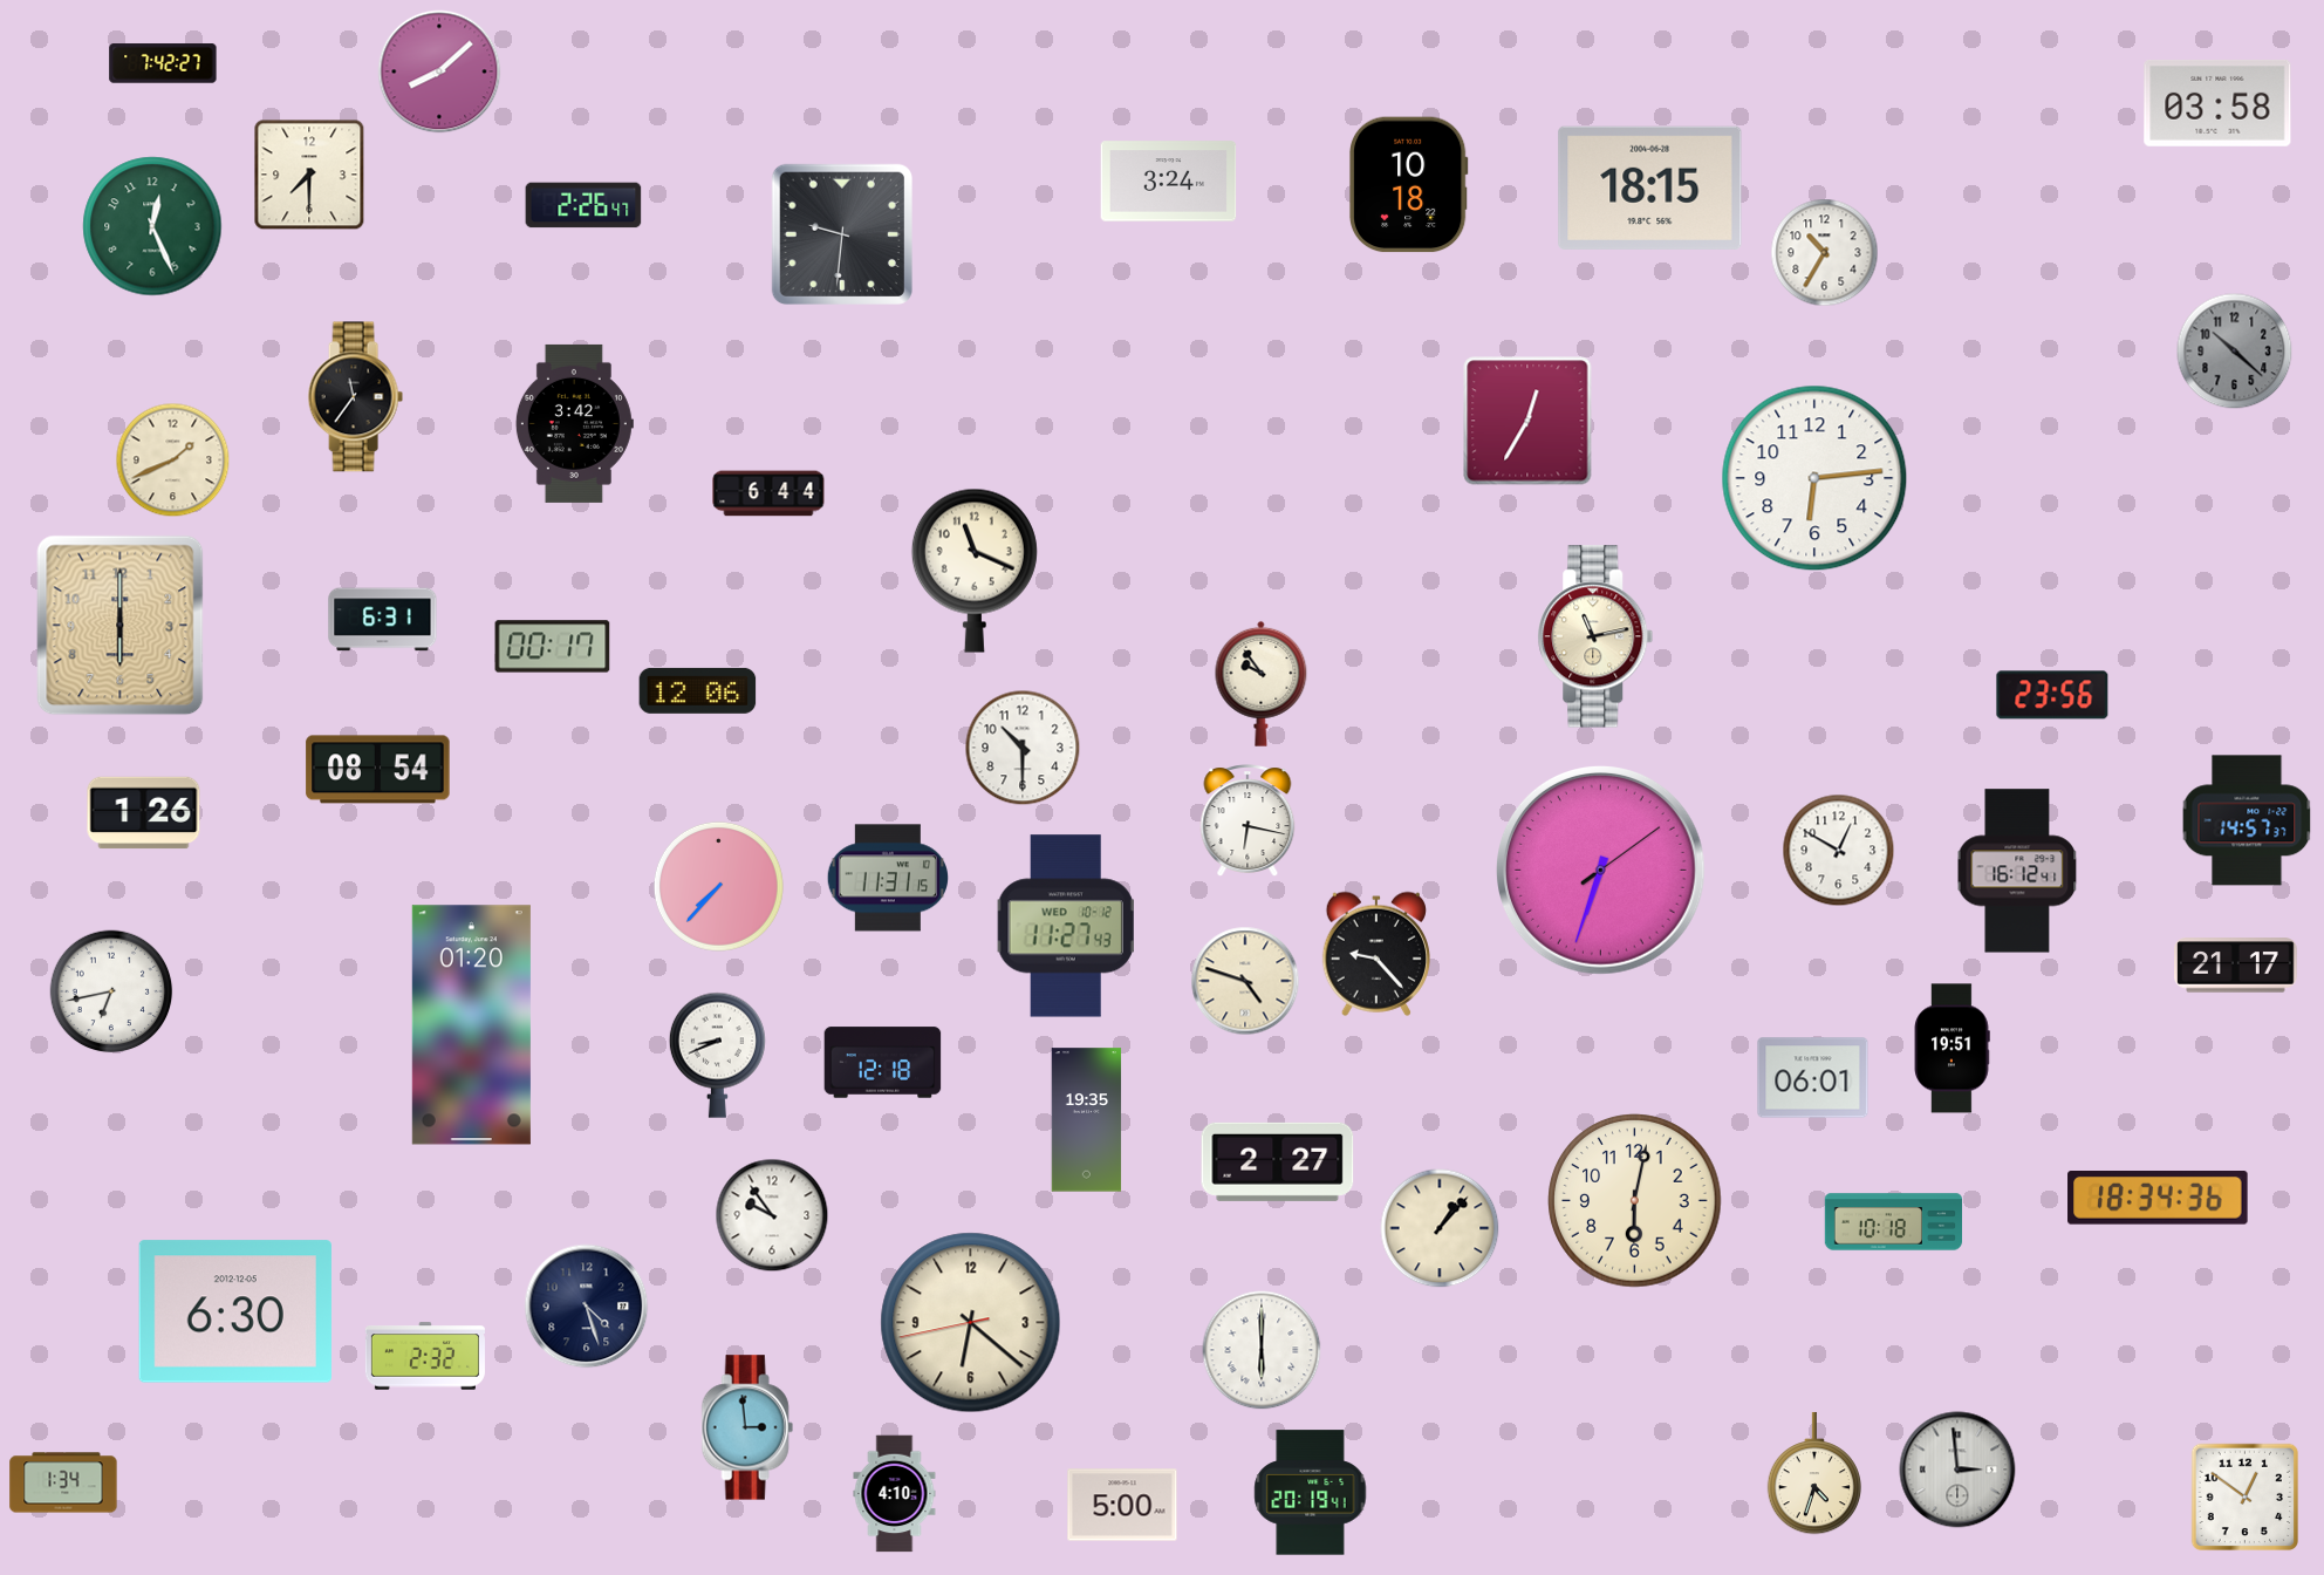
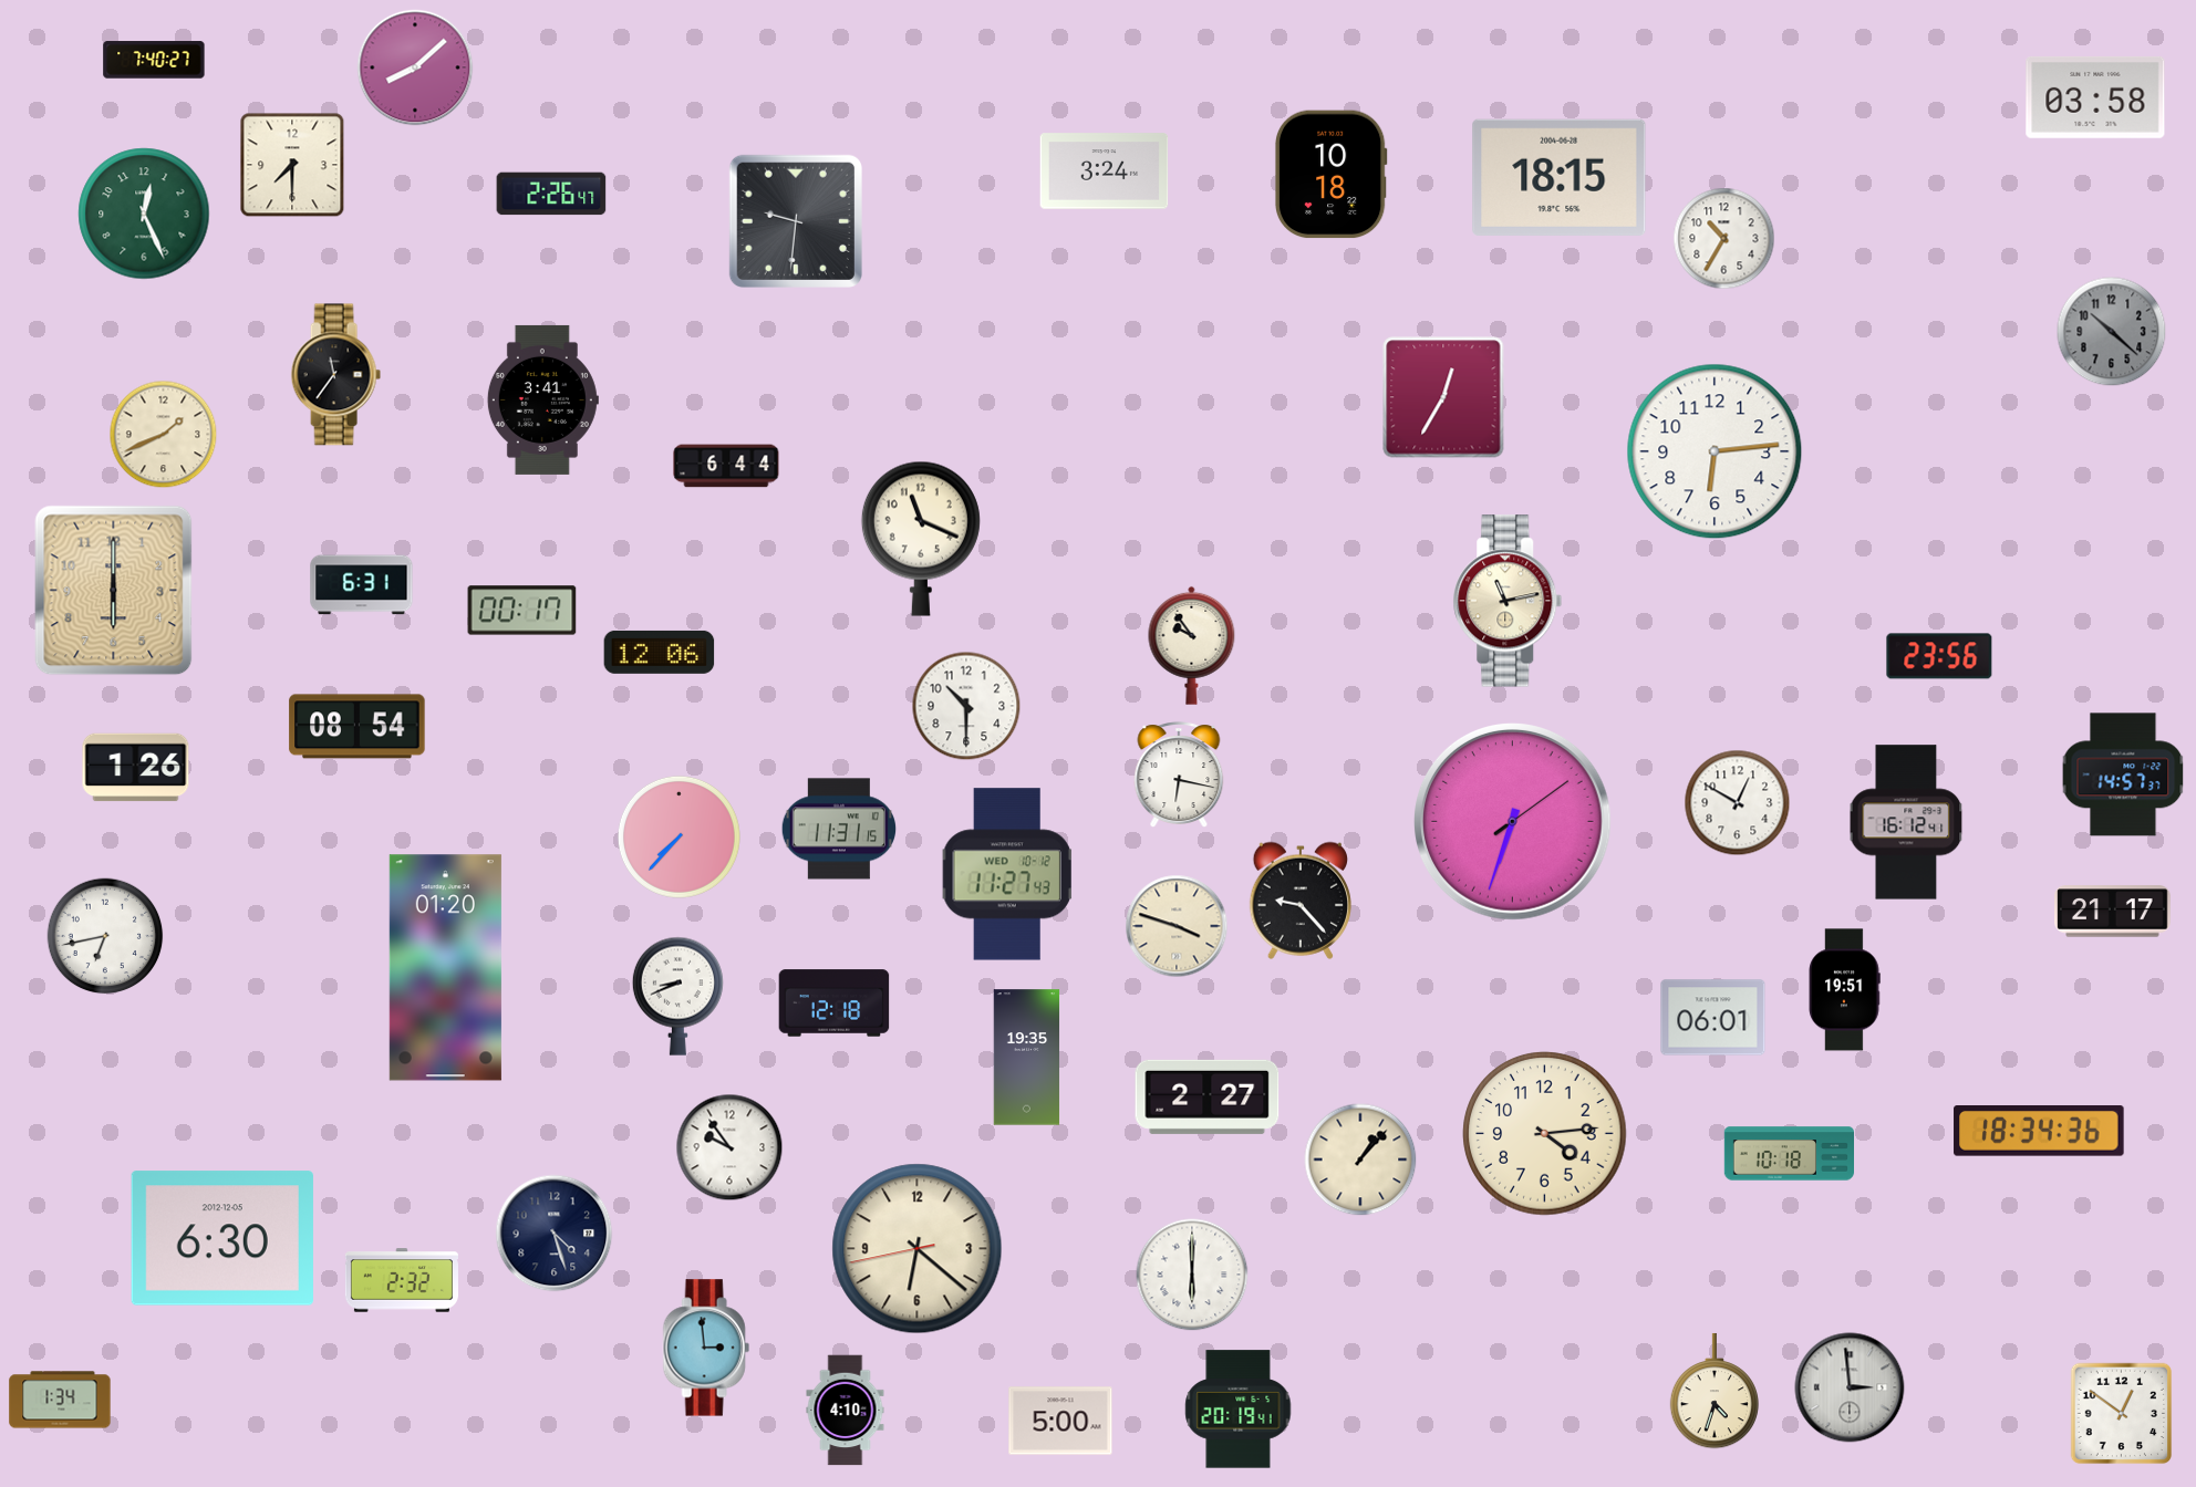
clock at (163, 63): 7:42 -> 7:40
clock at (574, 423): 3:42 -> 3:41
clock at (1245, 981): 4:48 -> 3:48
clock at (1635, 1201): 6:02 -> 4:14
